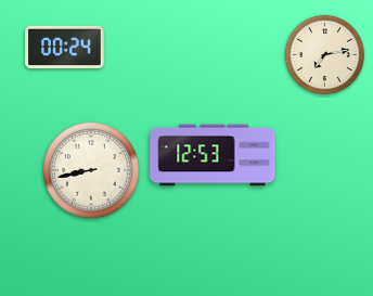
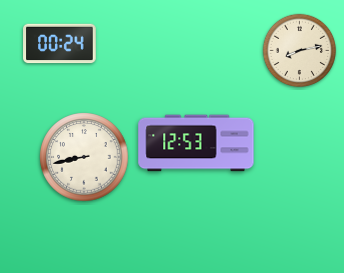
clock at (325, 55): 7:13 -> 8:13
